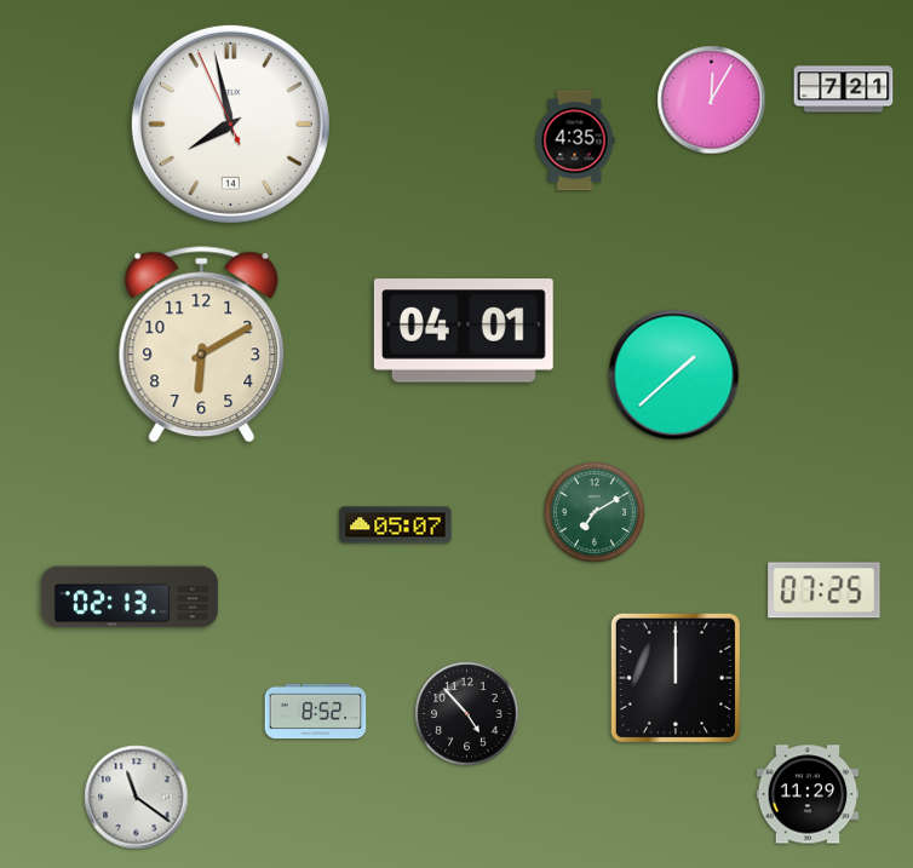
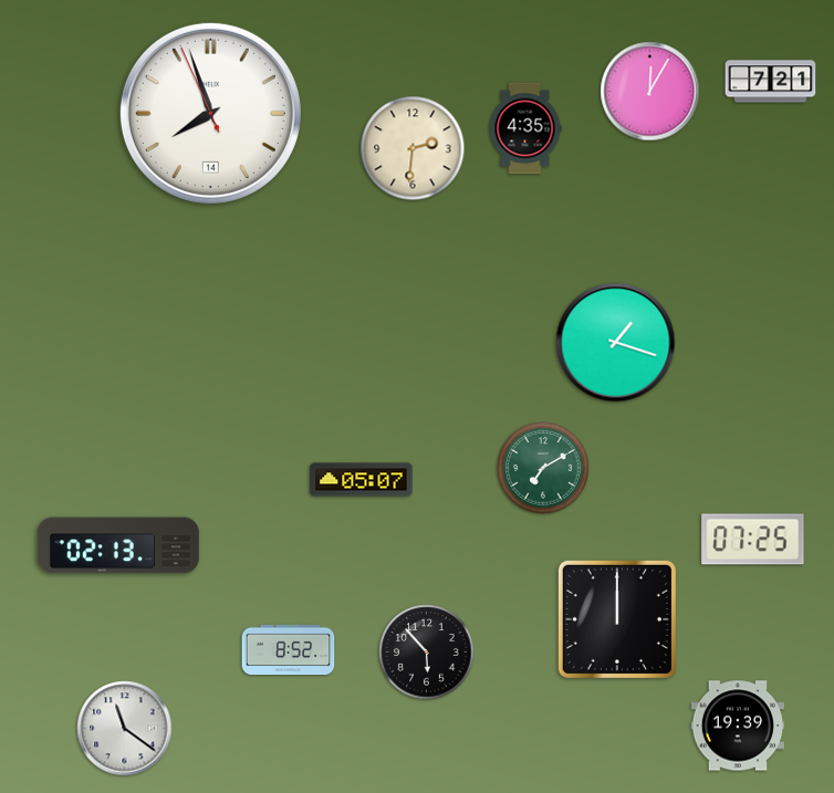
clock at (230, 123): 7:57 -> 7:56
clock at (413, 148): none -> 2:31
clock at (464, 330): 04:01 -> none
clock at (202, 345): 6:10 -> none
clock at (674, 375): 1:38 -> 1:18
clock at (467, 714): 4:53 -> 5:53
clock at (808, 794): 11:29 -> 19:39
